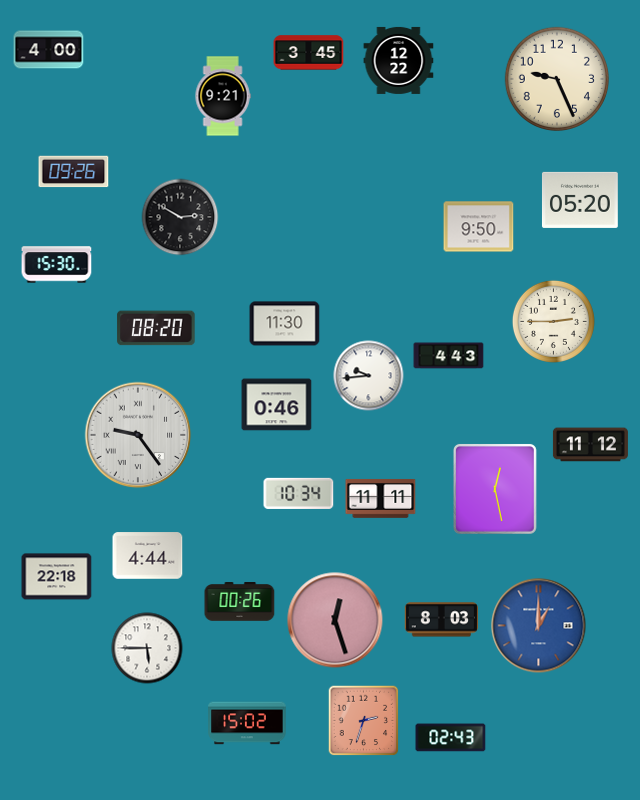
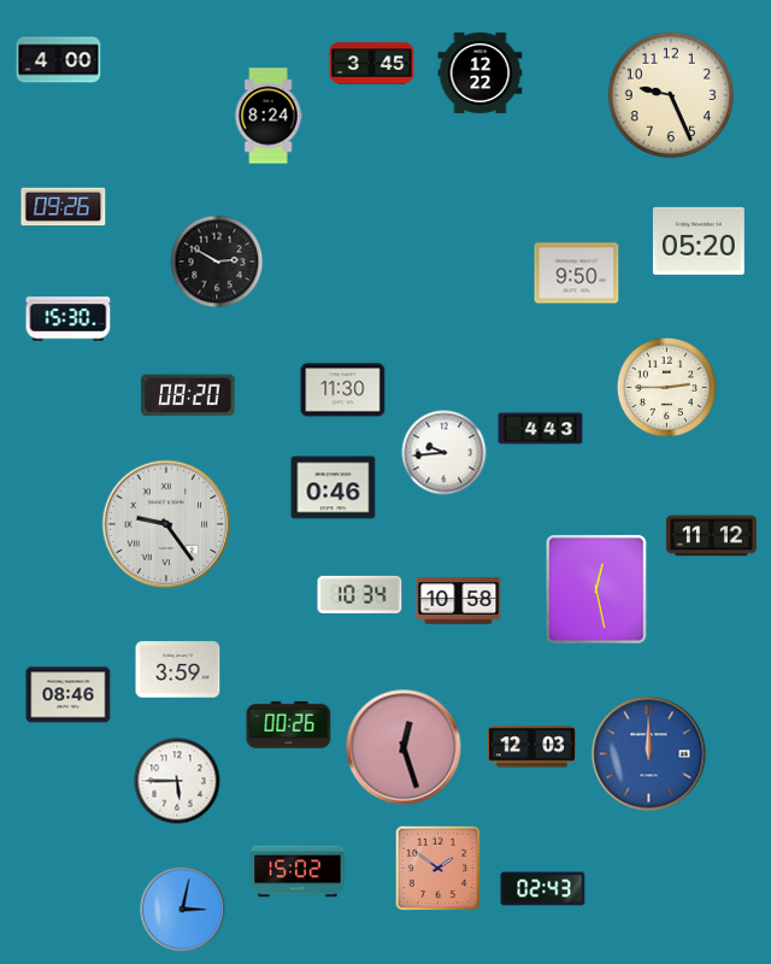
clock at (223, 96): 9:21 -> 8:24
clock at (74, 172) position: (74, 172) -> (64, 207)
clock at (381, 498): 11:11 -> 10:58
clock at (148, 556): 4:44 -> 3:59
clock at (57, 577): 22:18 -> 08:46
clock at (442, 620): 8:03 -> 12:03
clock at (539, 626): 1:00 -> 12:00
clock at (364, 721): 2:33 -> 1:51
clock at (183, 910): none -> 3:02
